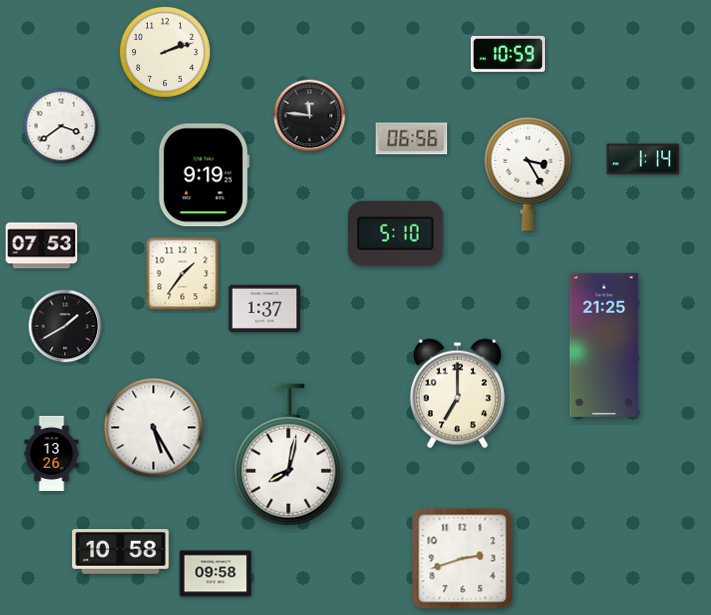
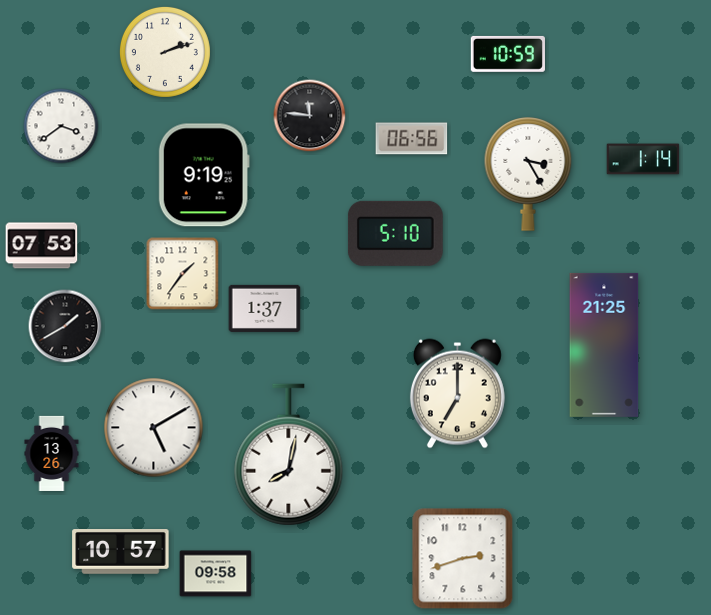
clock at (154, 428): 5:25 -> 5:10
clock at (121, 552): 10:58 -> 10:57
